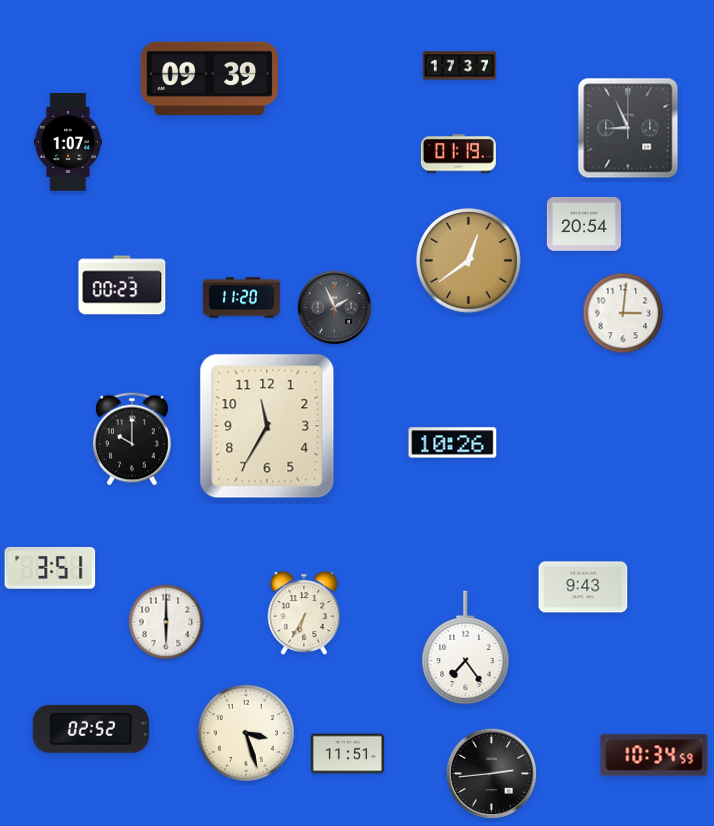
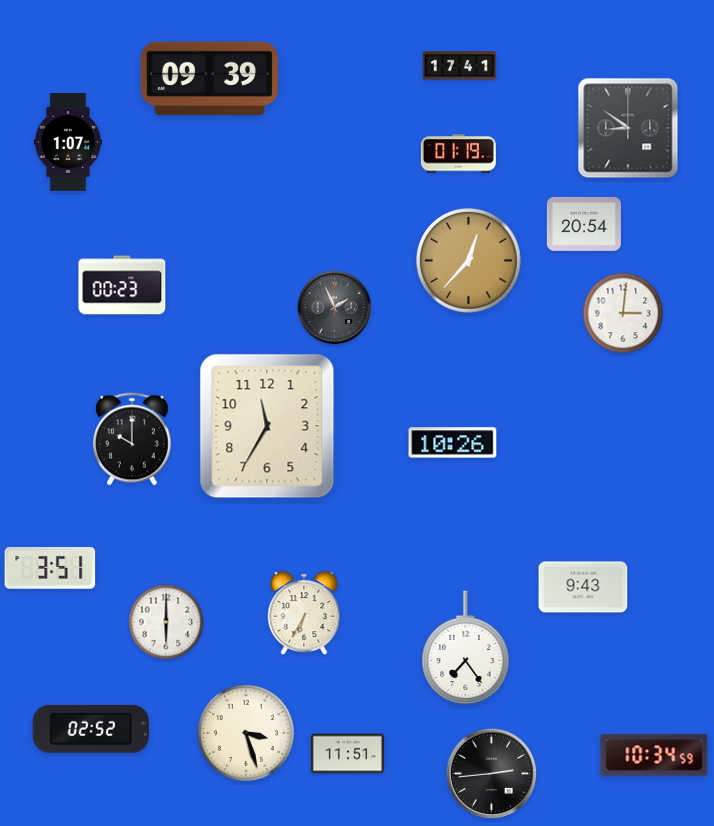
clock at (459, 66): 17:37 -> 17:41
clock at (628, 128): 8:56 -> 8:51
clock at (469, 261): 12:39 -> 12:37
clock at (242, 298): 11:20 -> none
